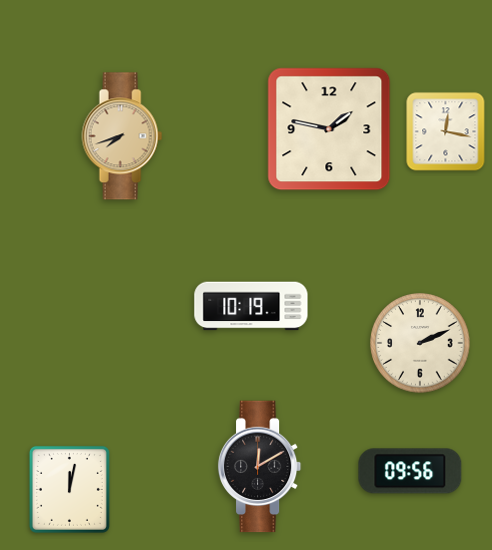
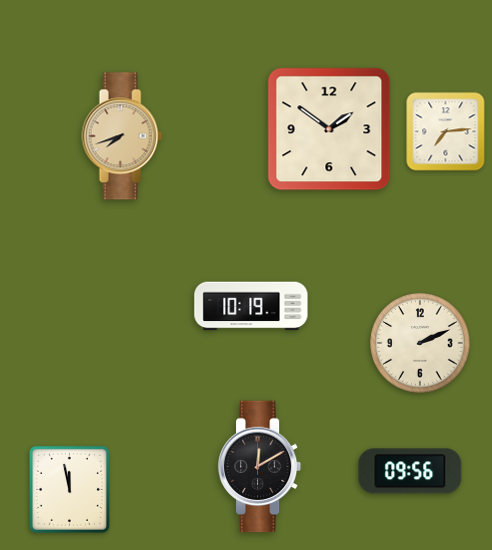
clock at (329, 129): 1:47 -> 1:51
clock at (446, 132): 12:17 -> 7:14
clock at (69, 489): 12:02 -> 11:58
